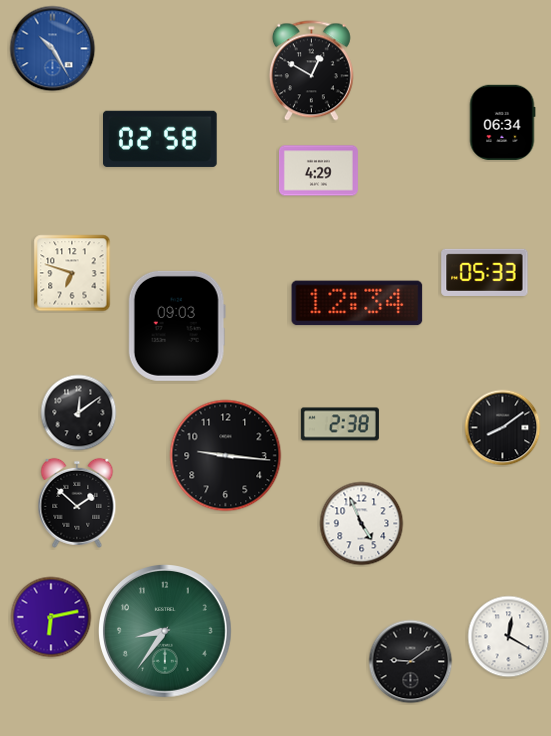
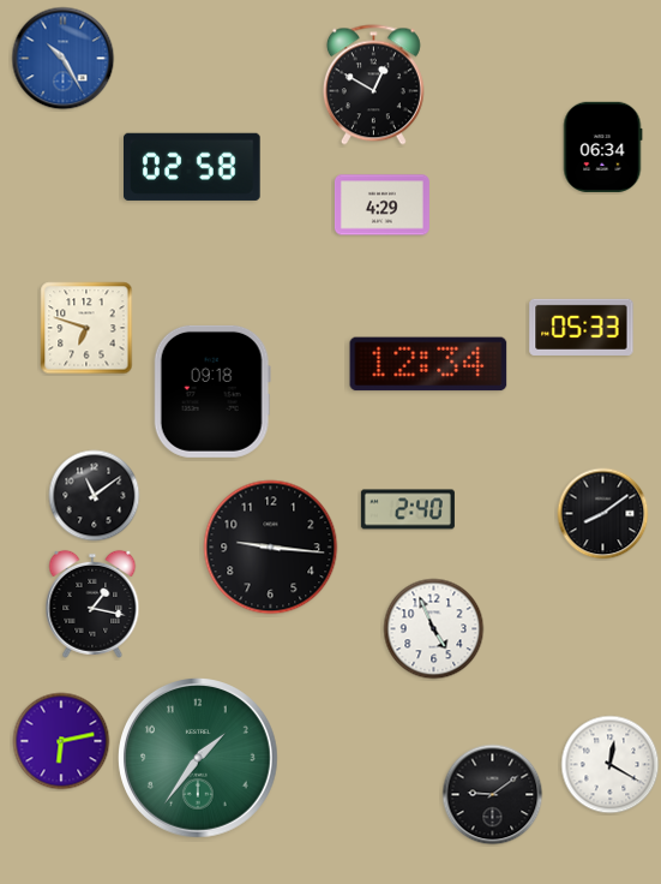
clock at (177, 326): 09:03 -> 09:18
clock at (79, 413): 12:09 -> 11:09
clock at (340, 424): 2:38 -> 2:40
clock at (77, 503): 1:52 -> 1:17
clock at (166, 632): 8:36 -> 1:36
